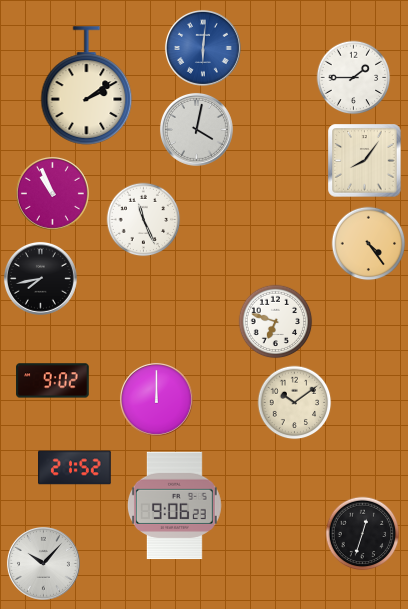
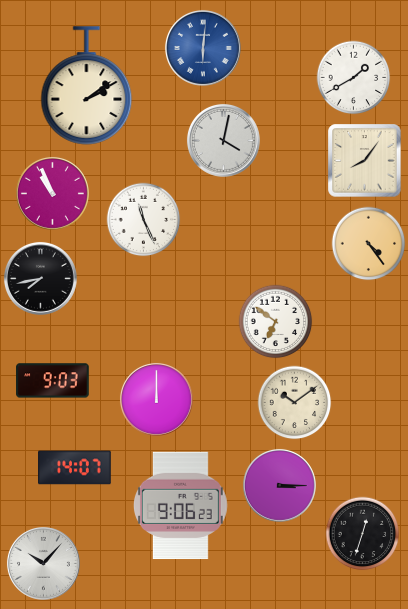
clock at (354, 78): 1:45 -> 1:40
clock at (196, 129) position: (196, 129) -> (223, 140)
clock at (276, 322): 6:48 -> 6:51
clock at (53, 381): 9:02 -> 9:03
clock at (75, 468): 21:52 -> 14:07
clock at (279, 485): none -> 3:15
clock at (174, 506) position: (174, 506) -> (180, 506)
